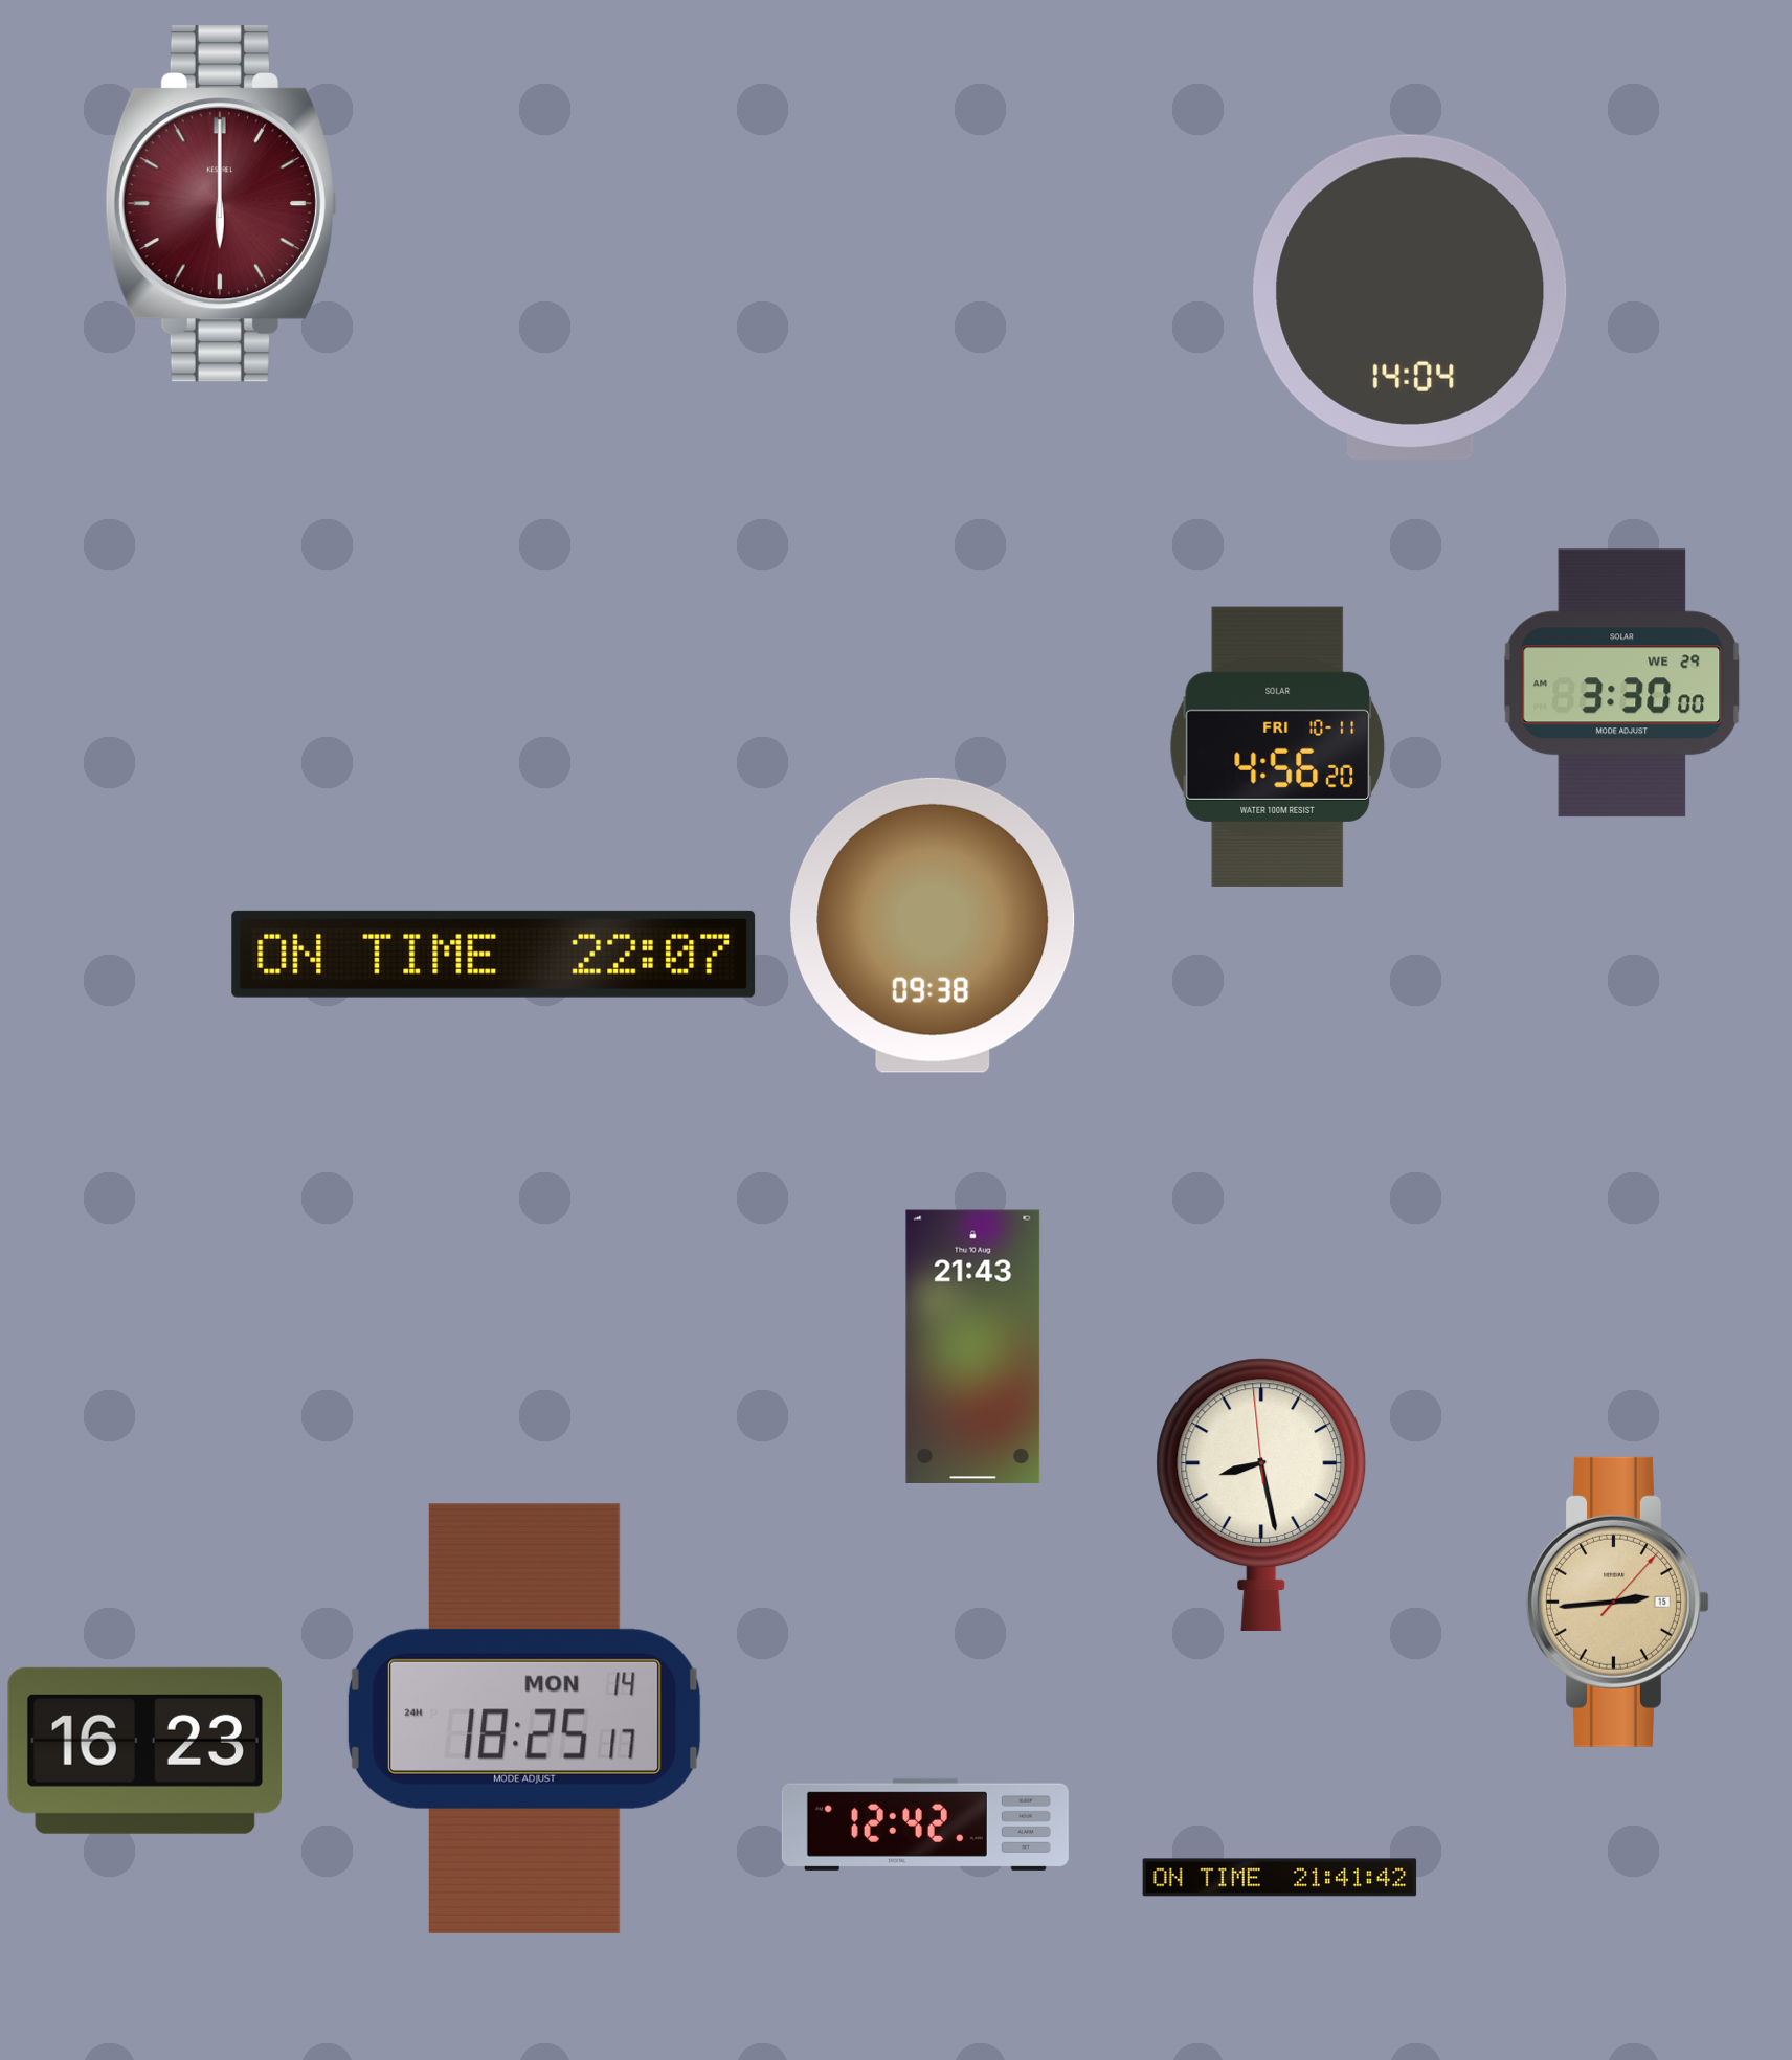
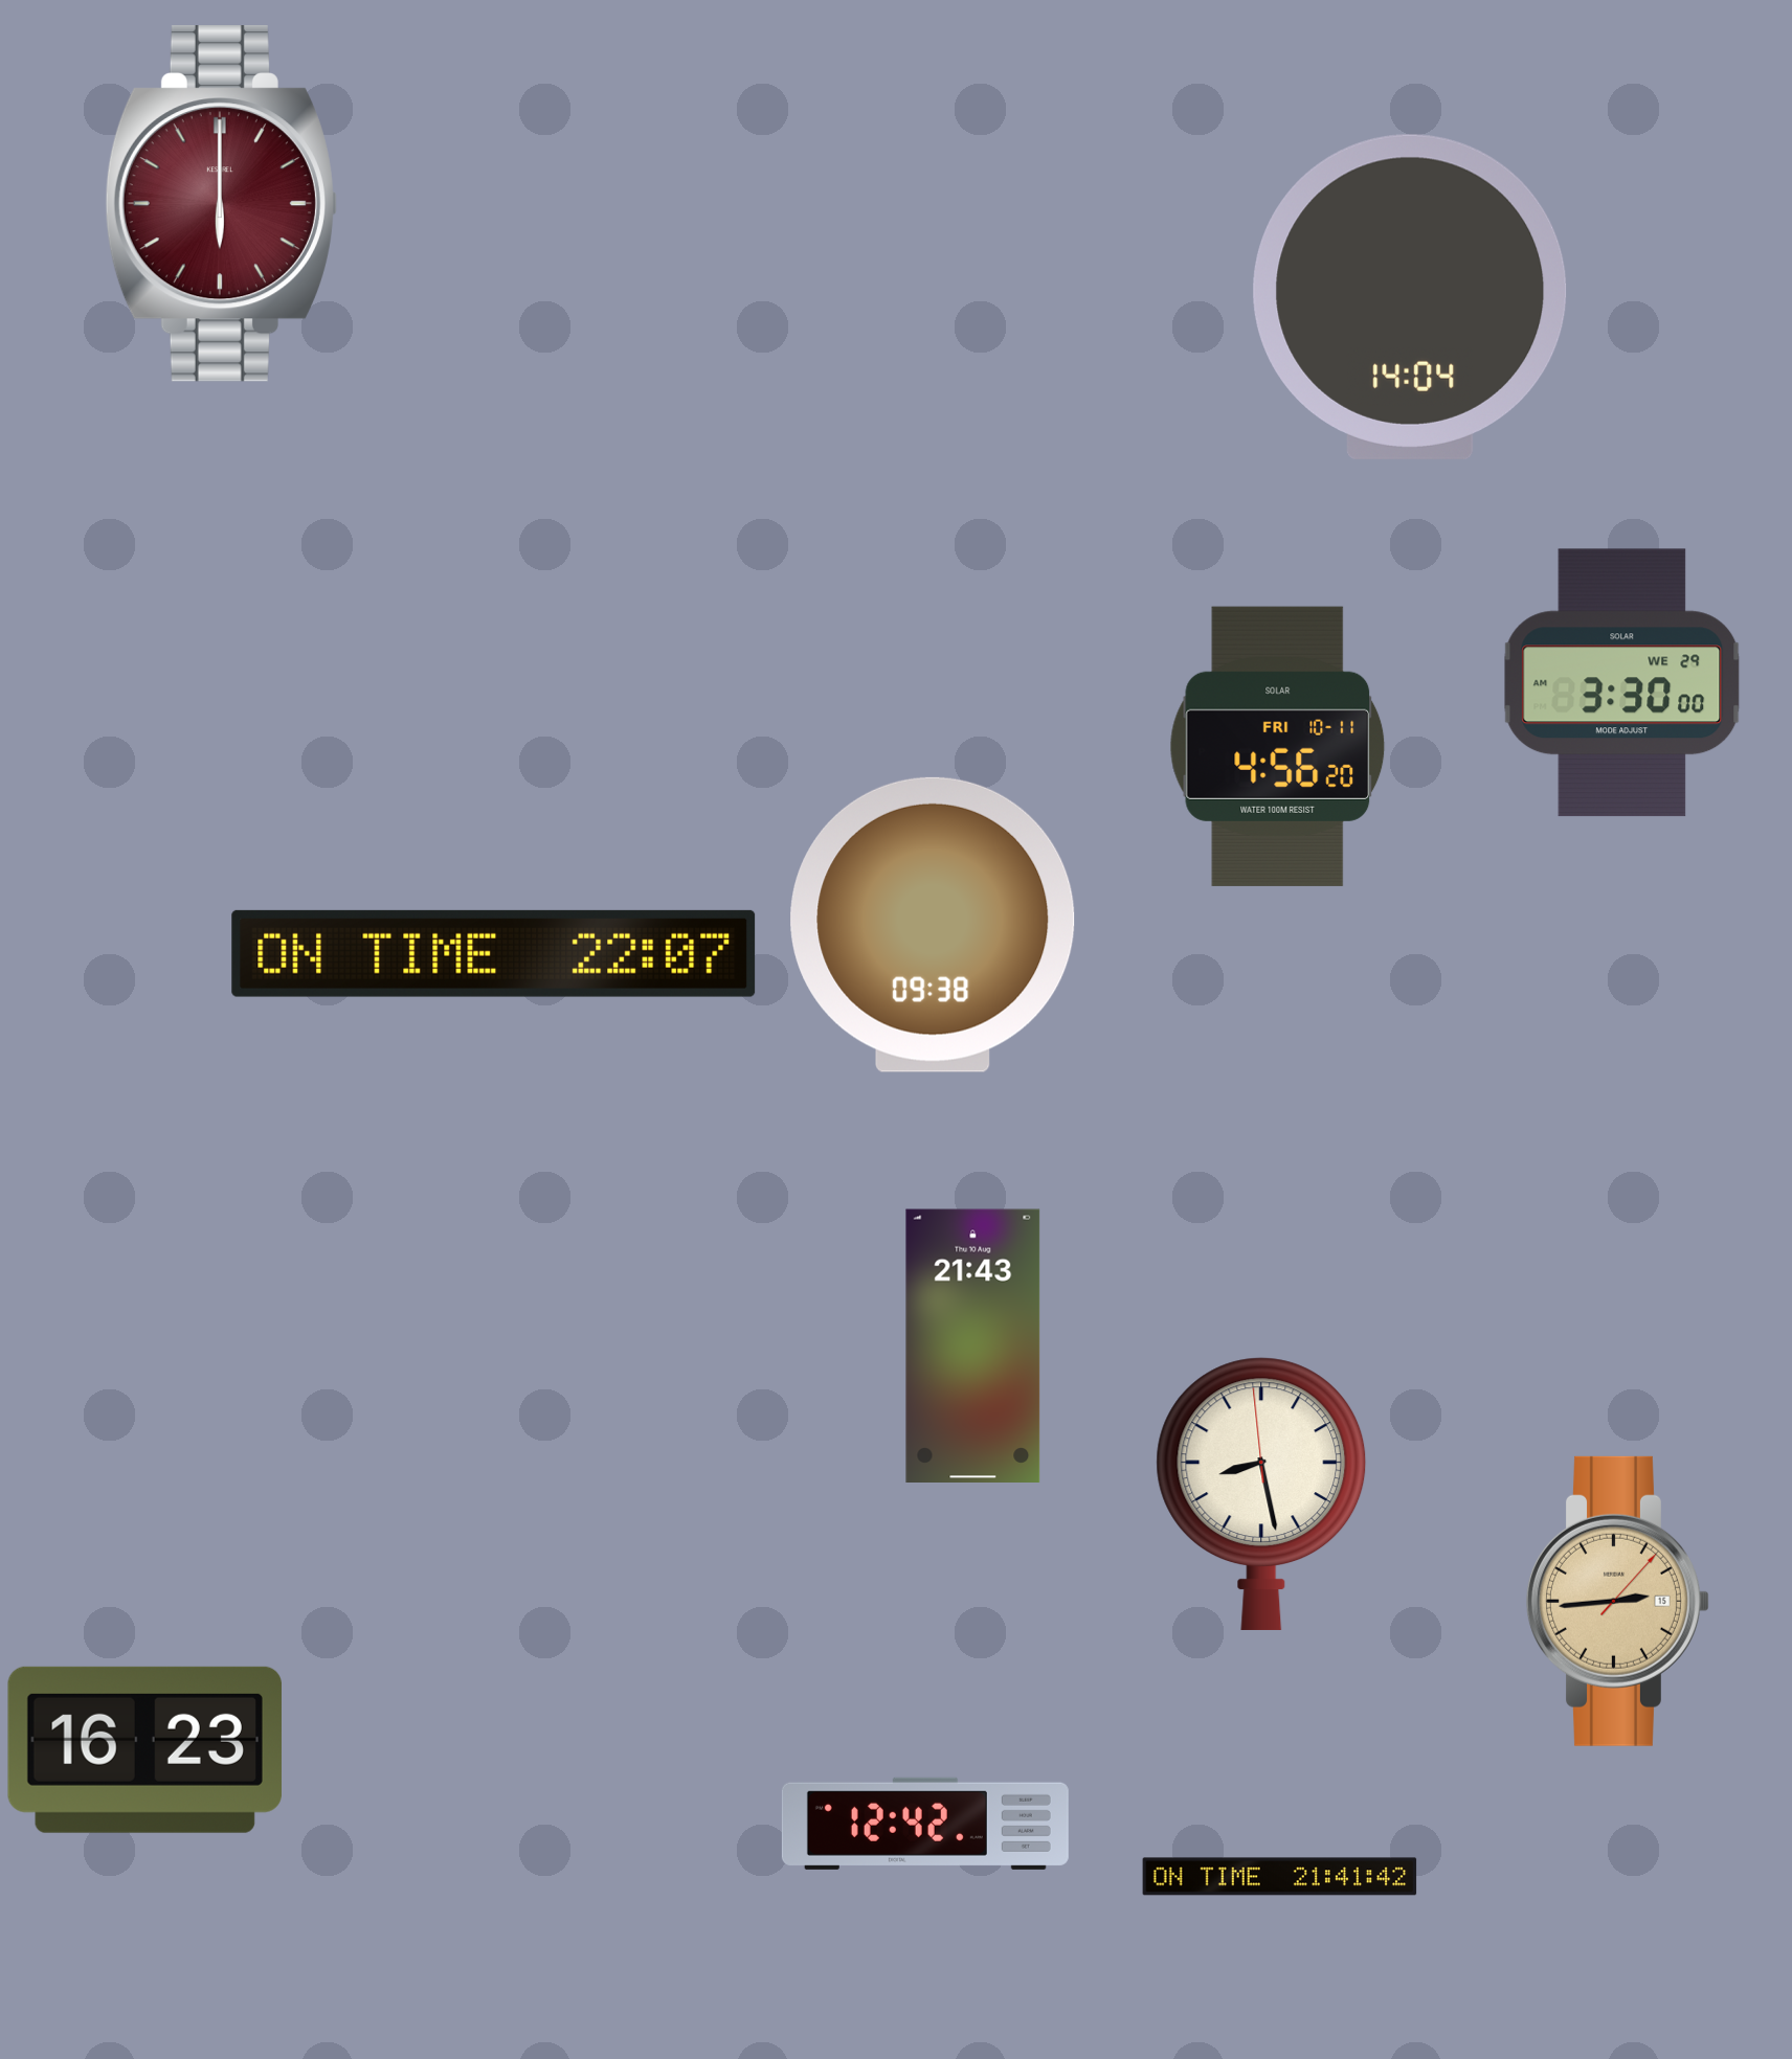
clock at (524, 1719): 18:25 -> none
